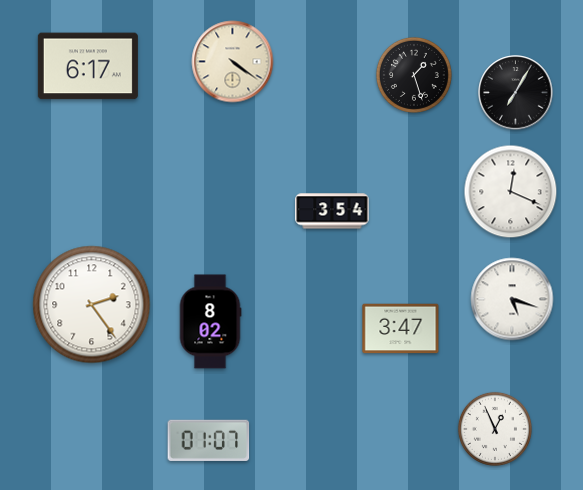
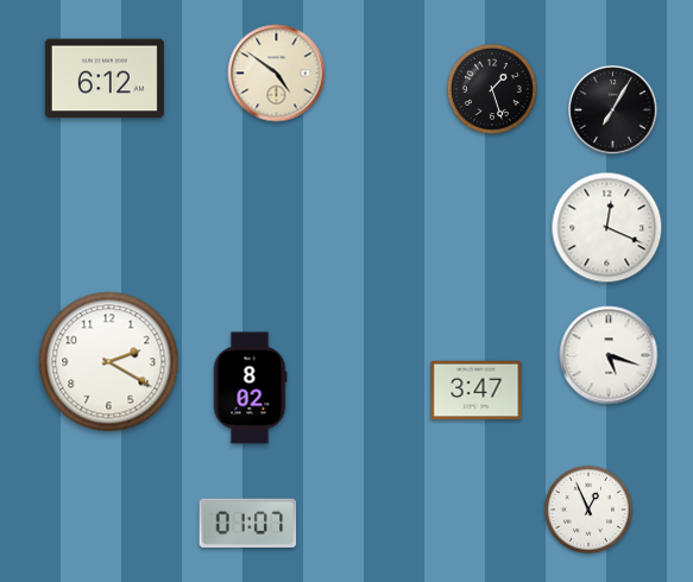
clock at (233, 62): 4:21 -> 4:51
clock at (88, 66): 6:17 -> 6:12
clock at (332, 211): 3:54 -> none
clock at (92, 305): 2:24 -> 2:20
clock at (210, 322) position: (210, 322) -> (250, 388)
